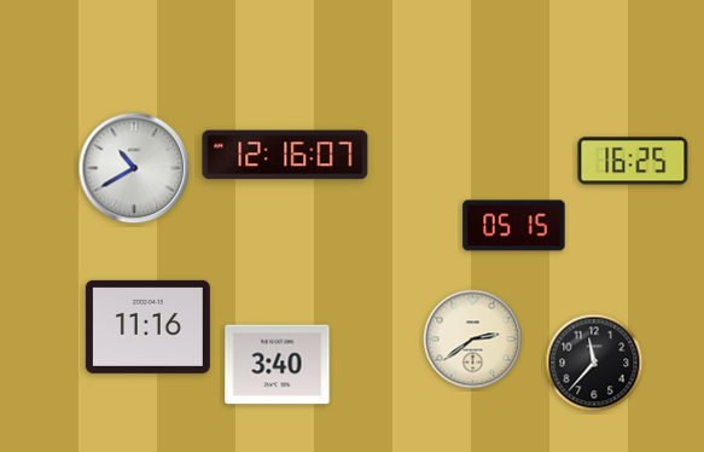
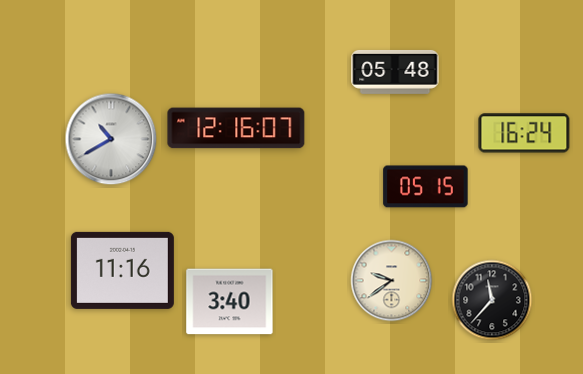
clock at (395, 72): none -> 05:48
clock at (633, 161): 16:25 -> 16:24
clock at (473, 340): 2:39 -> 9:39
